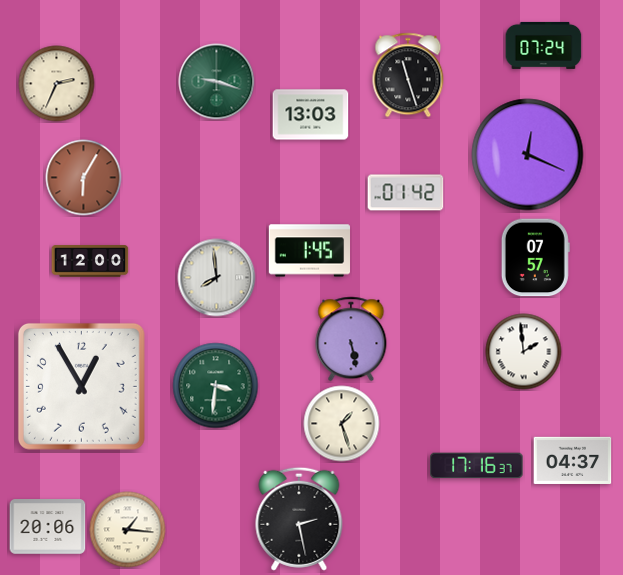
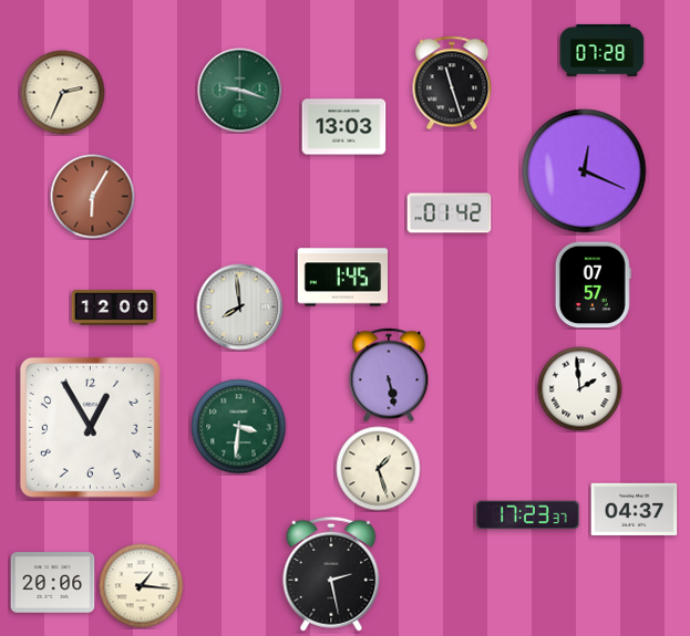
clock at (544, 45): 07:24 -> 07:28
clock at (90, 261) position: (90, 261) -> (114, 307)
clock at (477, 466): 17:16 -> 17:23
